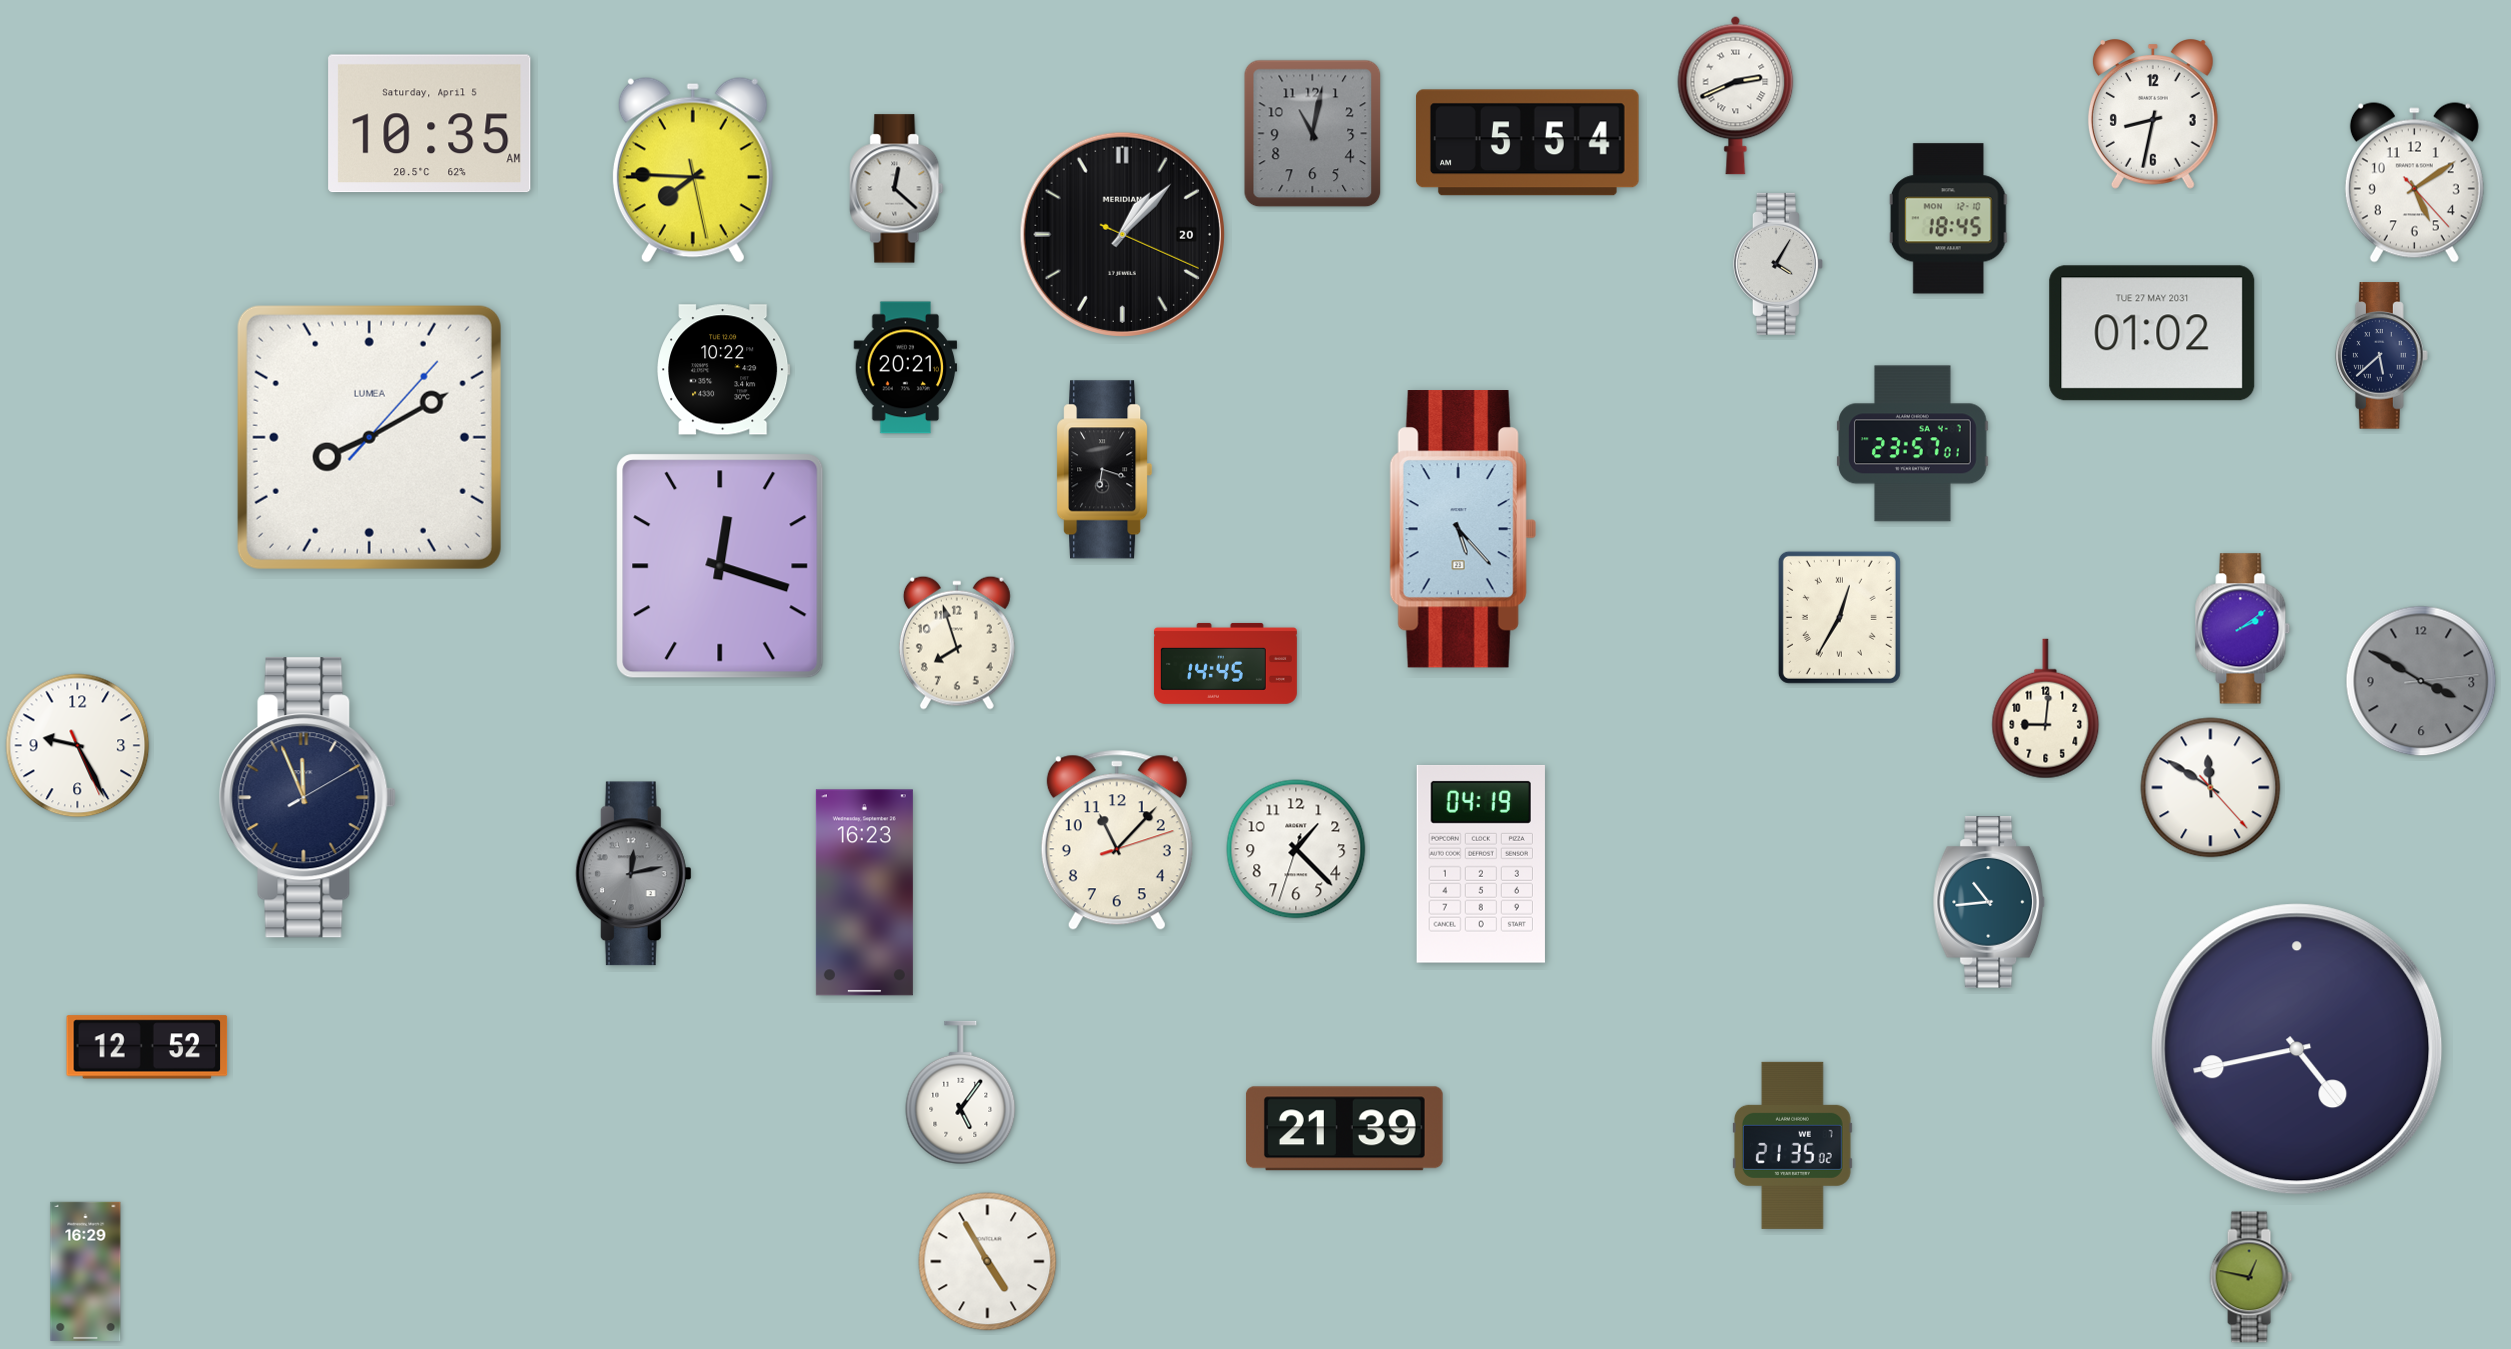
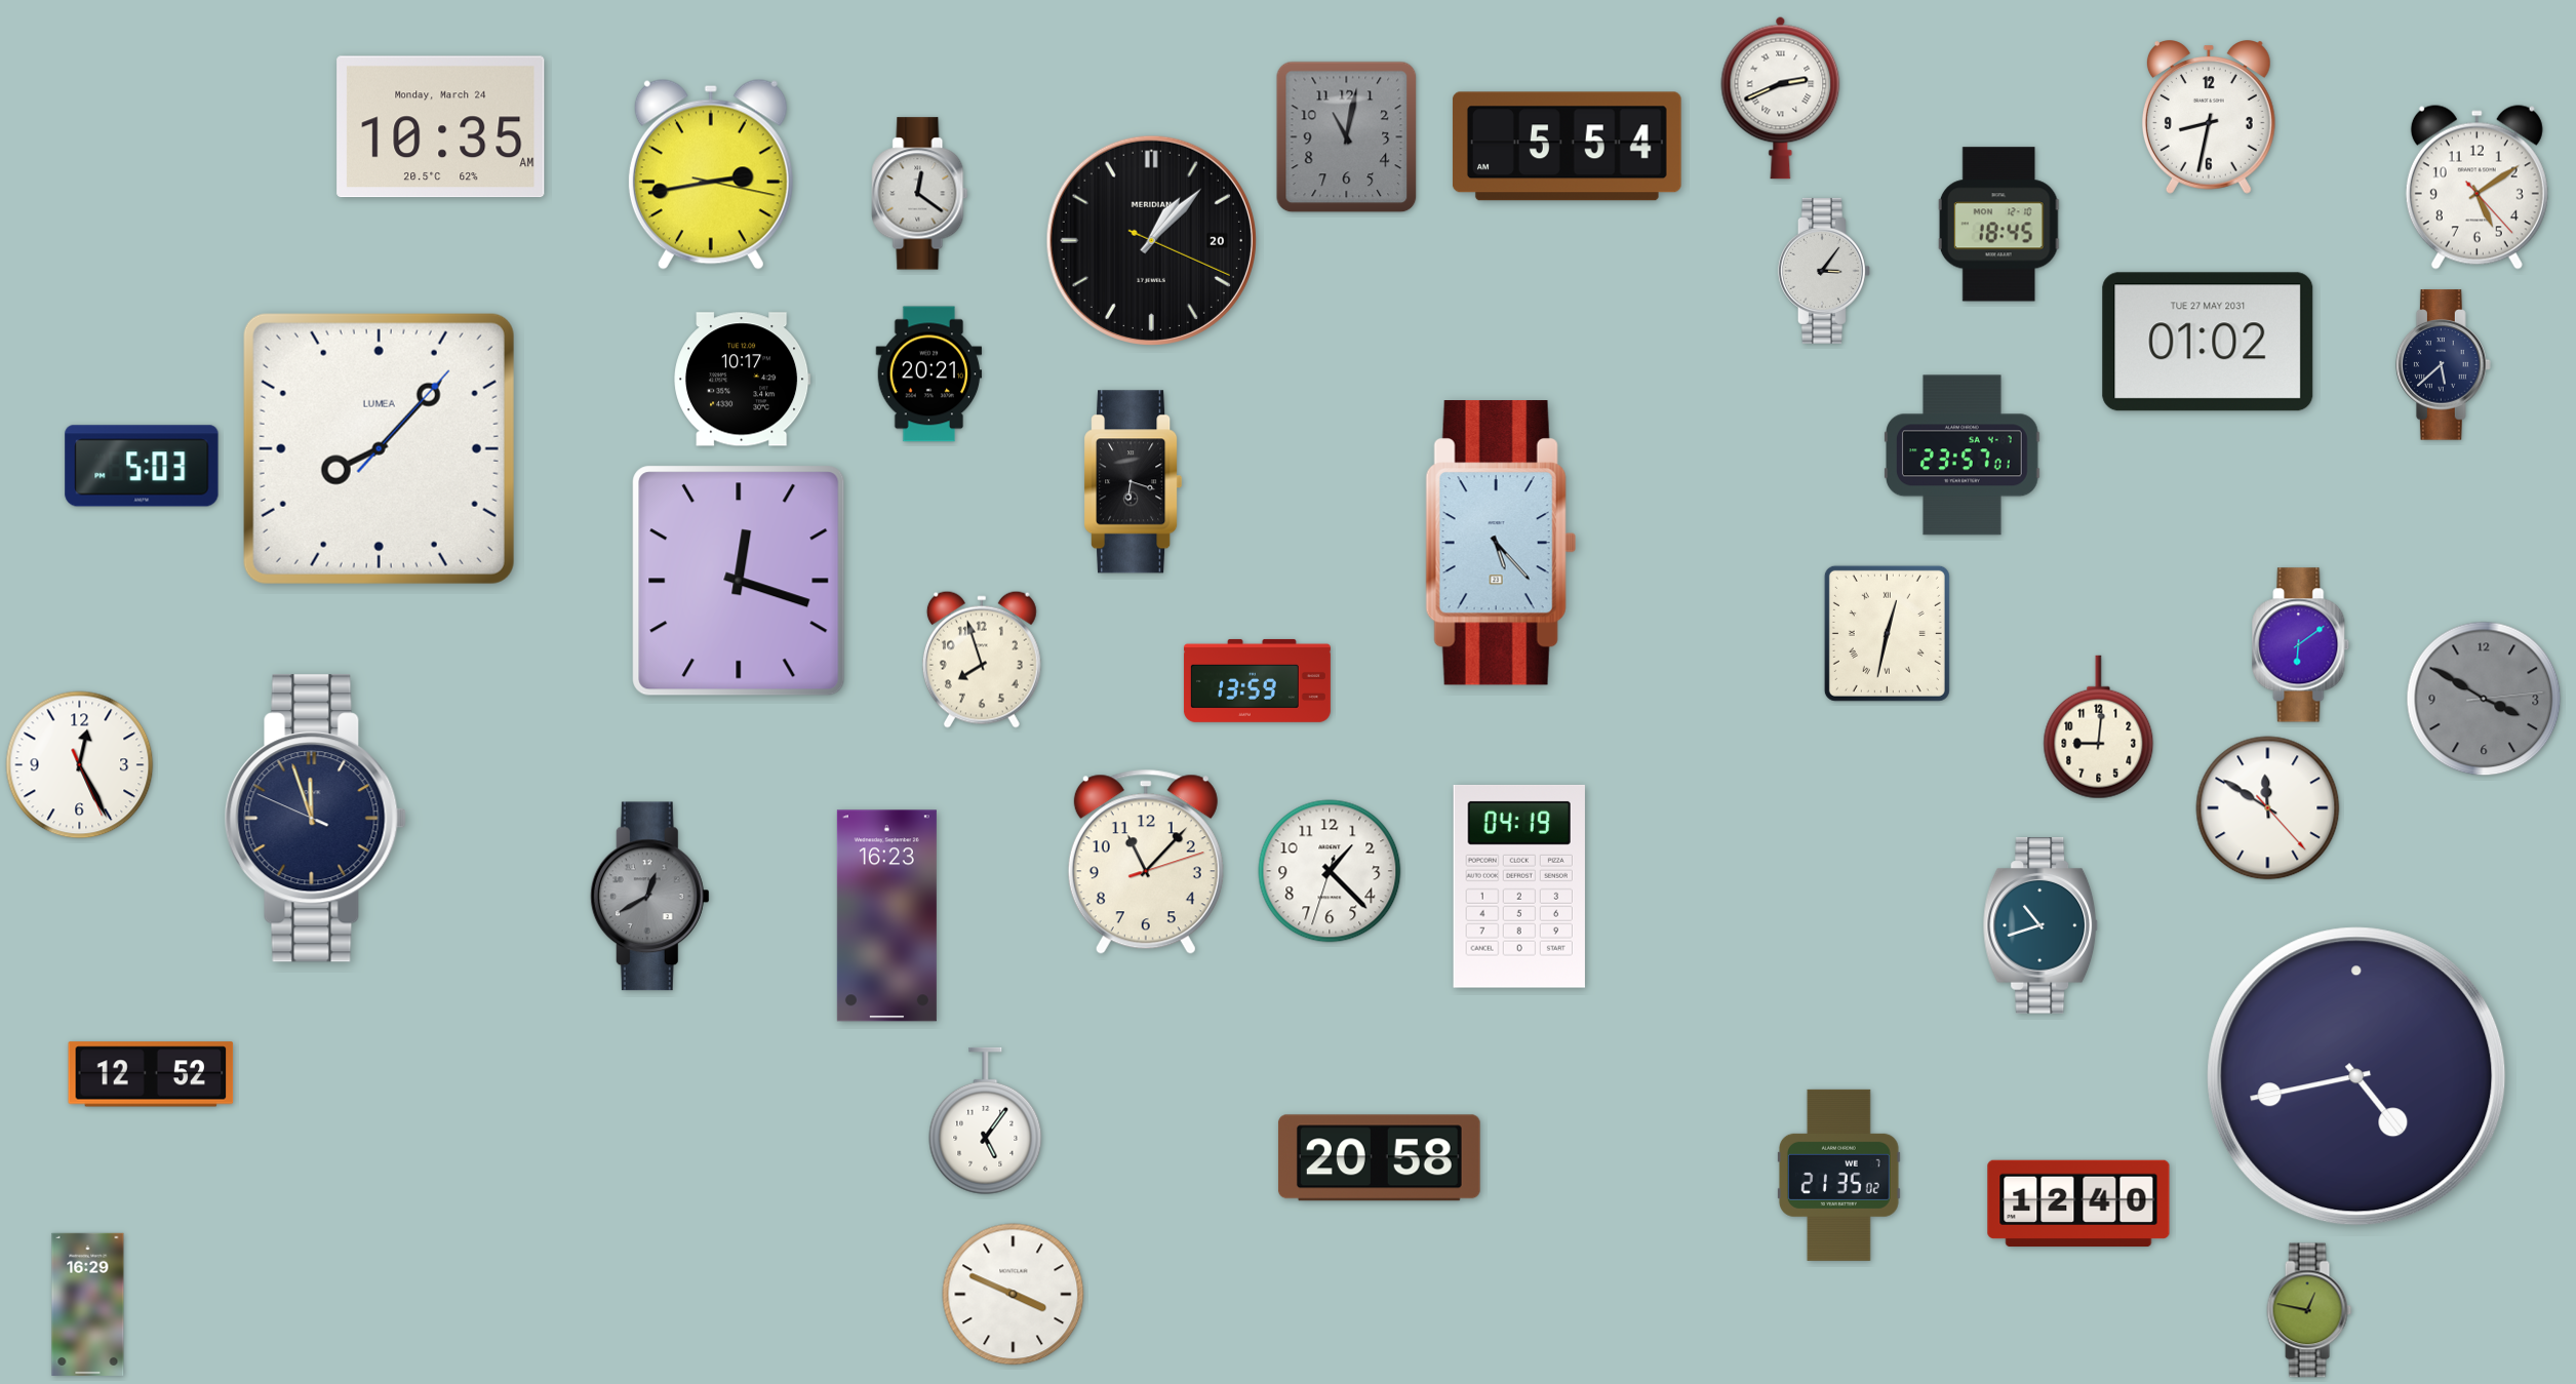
clock at (430, 124) date: Saturday, April 5 -> Monday, March 24
clock at (693, 170): 7:45 -> 2:43
clock at (897, 189): 12:22 -> 12:21
clock at (1778, 264): 4:05 -> 3:06
clock at (906, 368) position: (906, 368) -> (929, 374)
clock at (724, 370): 10:22 -> 10:17
clock at (369, 437): 8:10 -> 8:07
clock at (142, 466): none -> 5:03
clock at (1839, 617): 12:35 -> 12:32
clock at (2243, 629): 2:09 -> 6:09
clock at (1225, 663): 14:45 -> 13:59
clock at (78, 746): 9:25 -> 12:25
clock at (307, 798): 11:56:10 -> 11:56:49
clock at (633, 874): 12:13 -> 12:40
clock at (1989, 902): 10:44 -> 10:42
clock at (1344, 1129): 21:39 -> 20:58
clock at (2078, 1203): none -> 12:40
clock at (988, 1262): 4:55 -> 3:49
